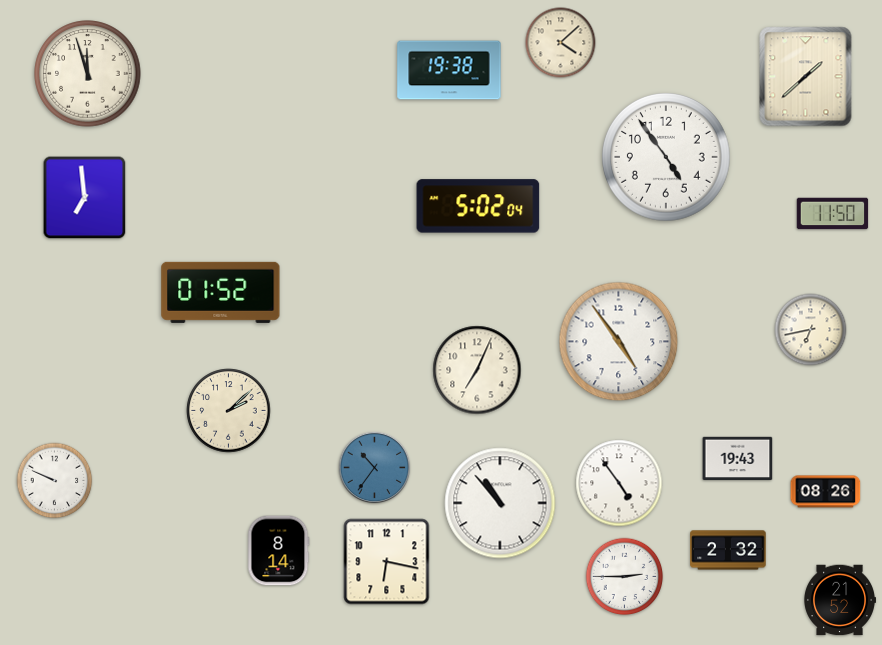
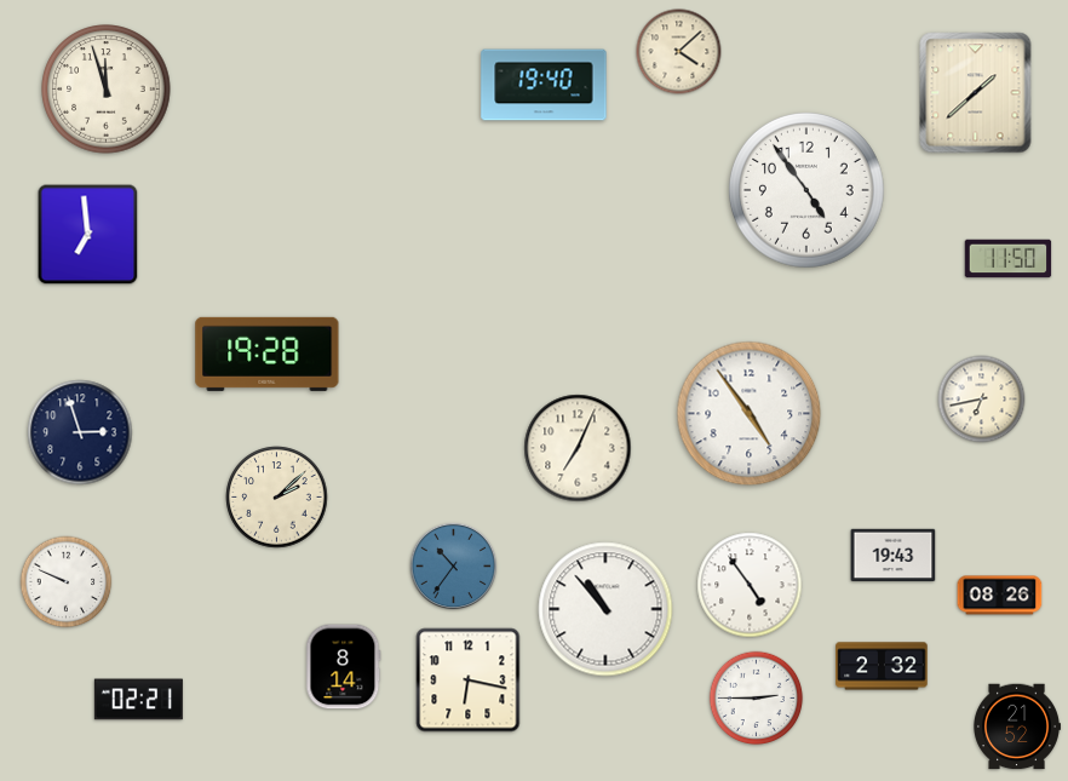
clock at (449, 70): 19:38 -> 19:40
clock at (85, 198) position: (85, 198) -> (88, 235)
clock at (478, 206): 5:02 -> none
clock at (221, 292): 01:52 -> 19:28
clock at (80, 432): none -> 2:57
clock at (279, 551) position: (279, 551) -> (344, 667)
clock at (138, 700): none -> 02:21
